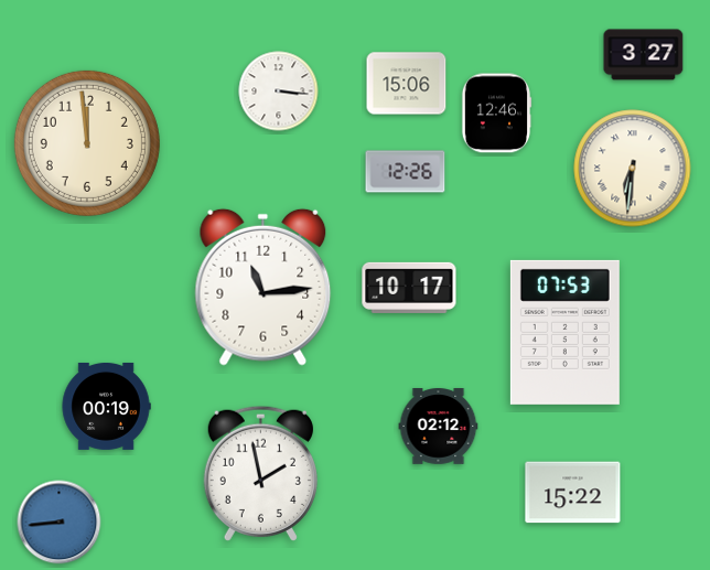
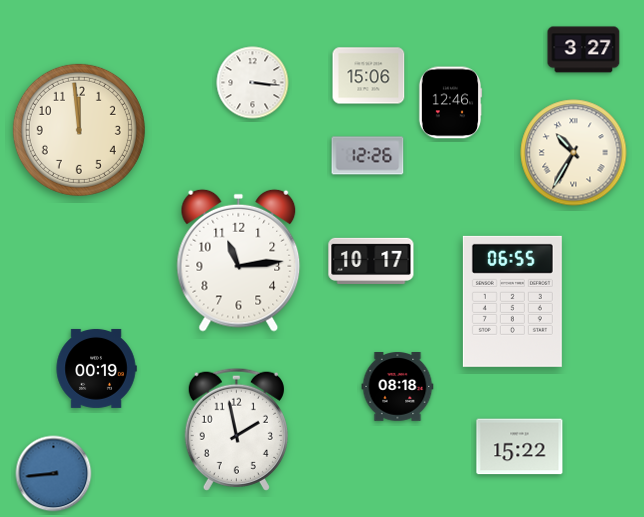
clock at (633, 169): 6:31 -> 10:35
clock at (564, 332): 07:53 -> 06:55
clock at (439, 427): 02:12 -> 08:18
